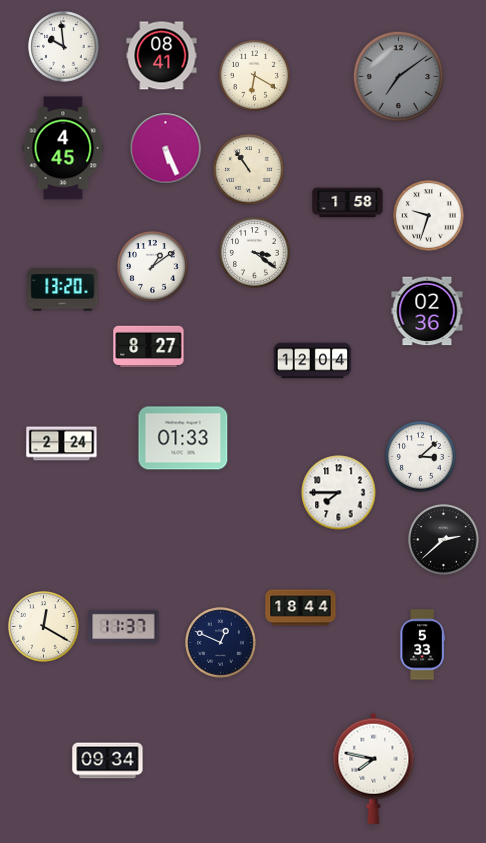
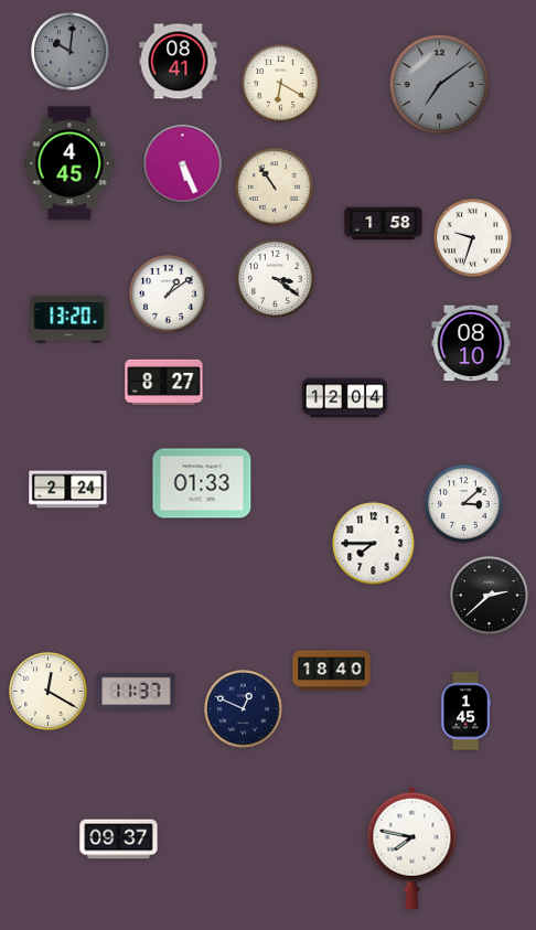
clock at (64, 47): 9:59 -> 10:01
clock at (64, 47) dial: white -> grey
clock at (255, 253) position: (255, 253) -> (276, 279)
clock at (427, 311): 02:36 -> 08:10
clock at (301, 608): 18:44 -> 18:40
clock at (422, 645): 5:33 -> 1:45
clock at (108, 761): 09:34 -> 09:37
